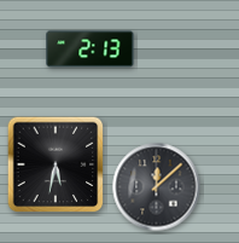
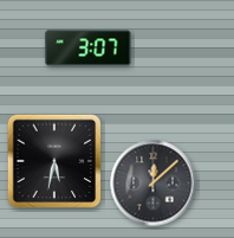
clock at (91, 50): 2:13 -> 3:07
